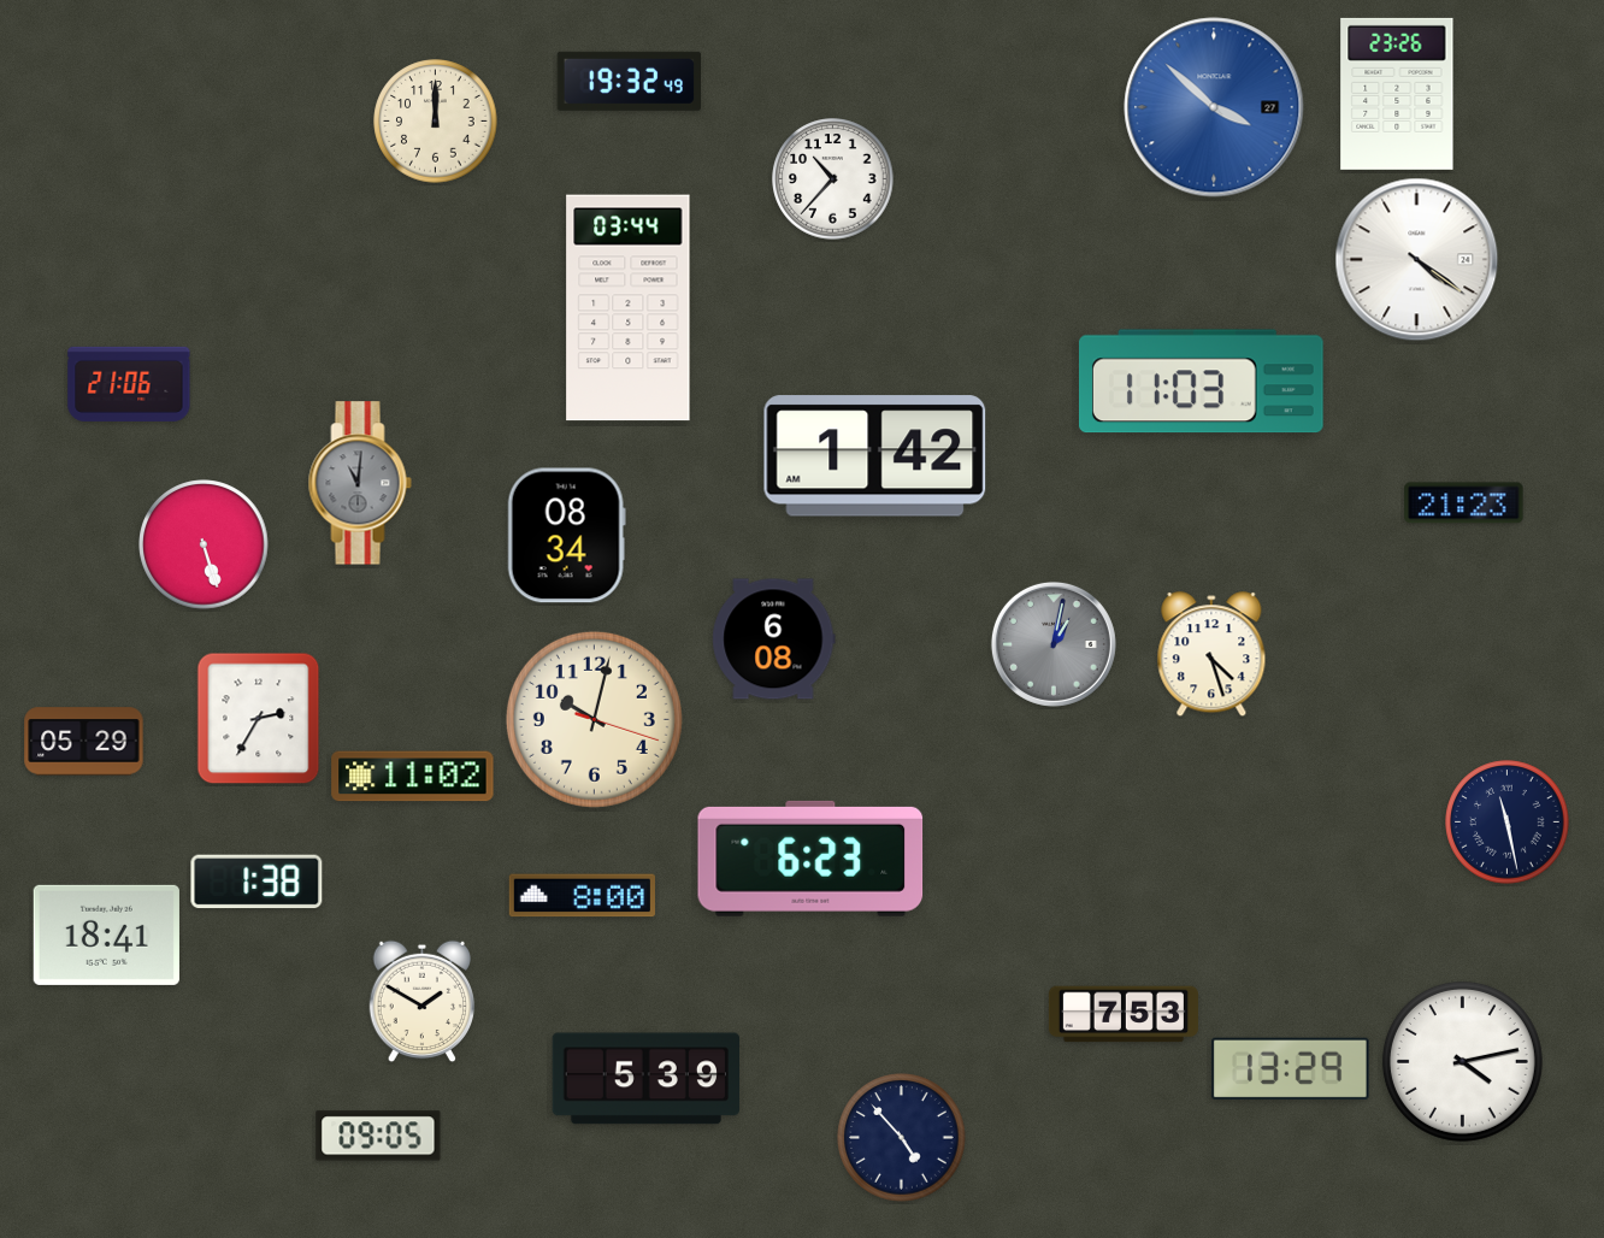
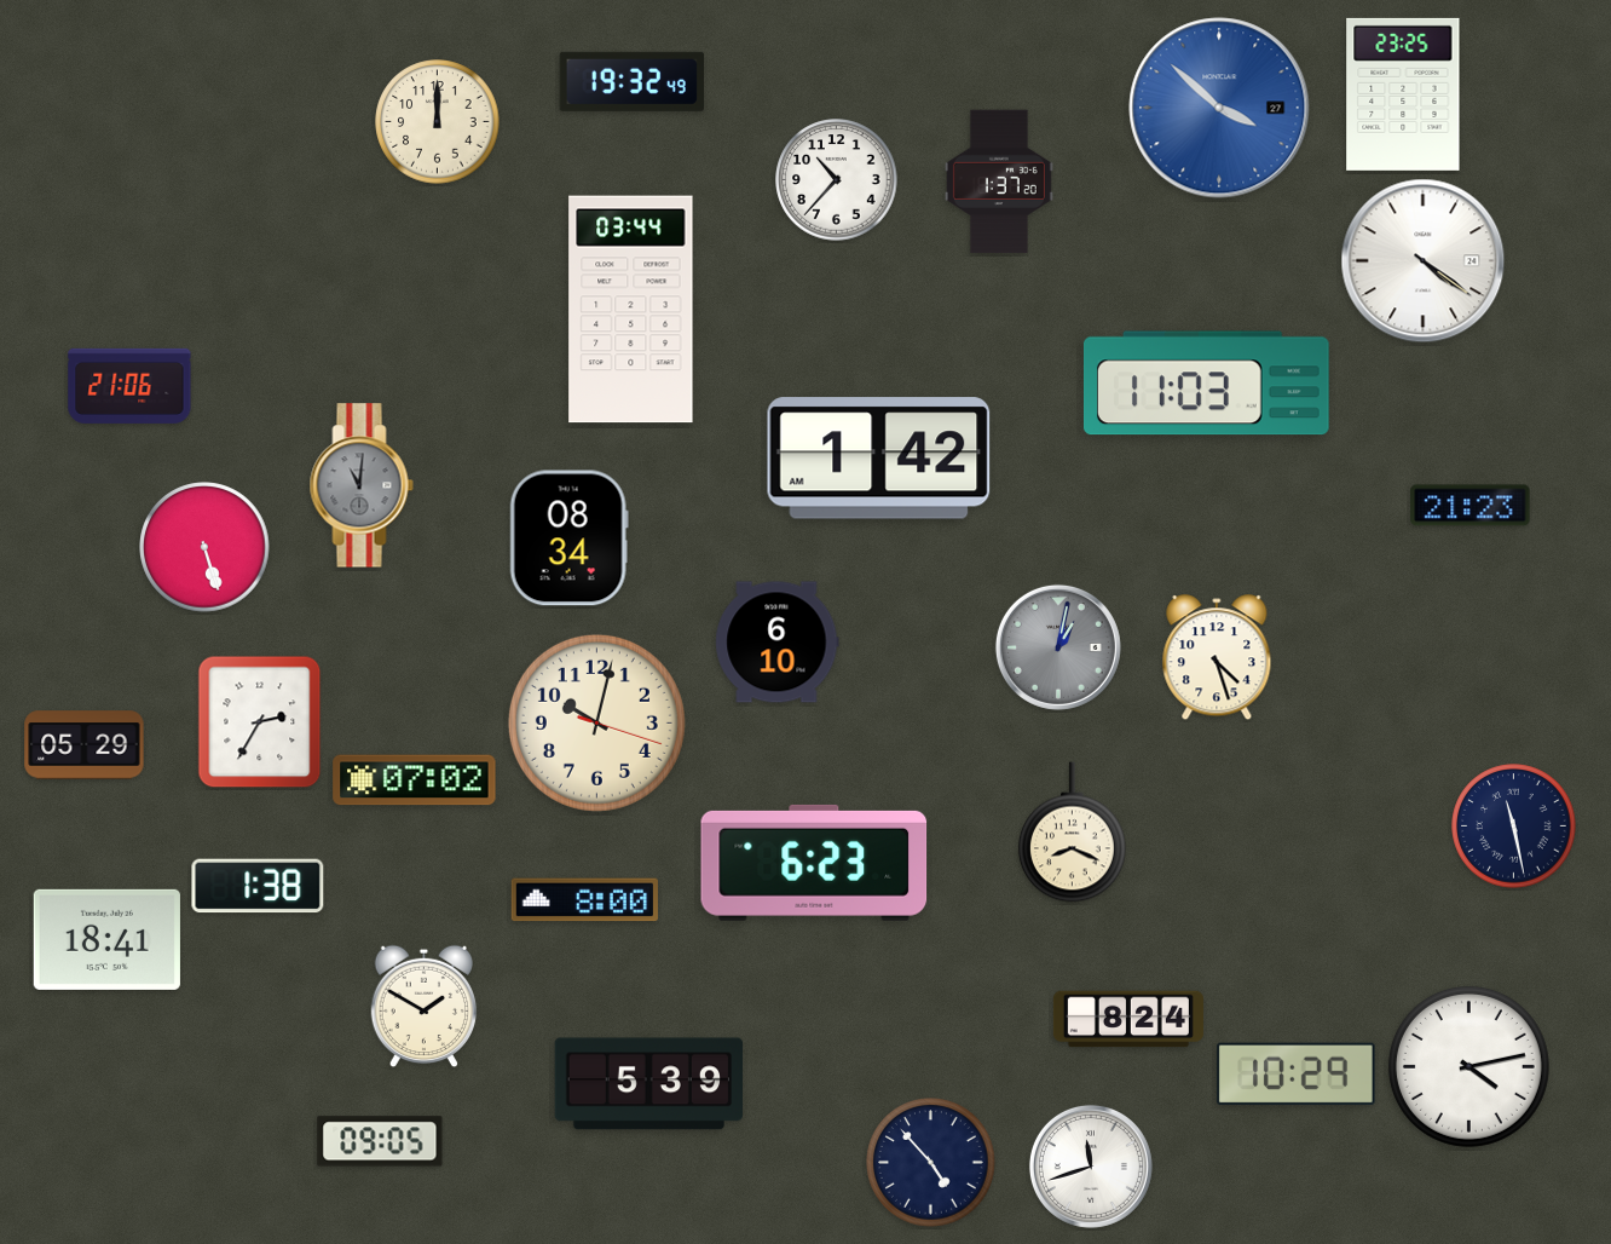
clock at (1397, 94): 23:26 -> 23:25
clock at (999, 182): none -> 1:37
clock at (774, 639): 6:08 -> 6:10
clock at (413, 777): 11:02 -> 07:02
clock at (1072, 833): none -> 8:19
clock at (1124, 1014): 7:53 -> 8:24
clock at (1290, 1069): 13:29 -> 10:29
clock at (902, 1138) position: (902, 1138) -> (931, 1163)
clock at (1091, 1167): none -> 11:42
